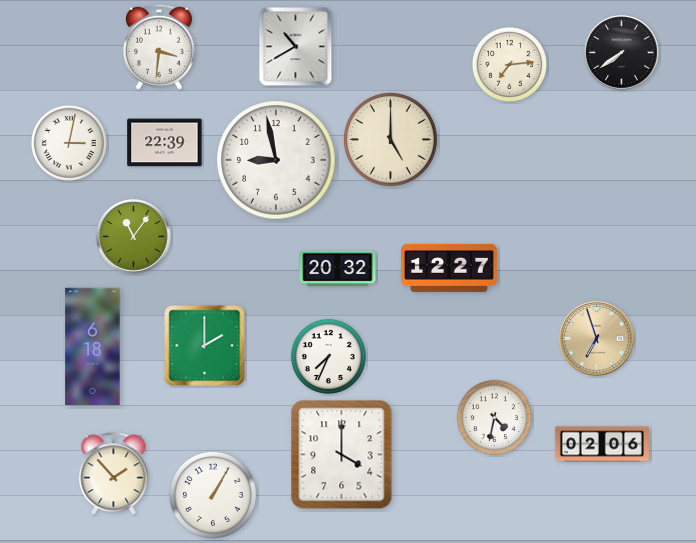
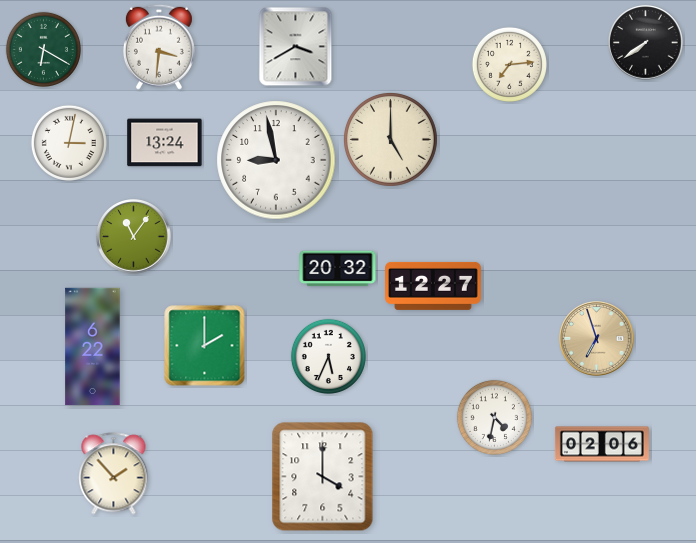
clock at (296, 47): 10:40 -> 3:40
clock at (43, 49): none -> 6:20
clock at (622, 53) position: (622, 53) -> (646, 43)
clock at (165, 143): 22:39 -> 13:24
clock at (450, 268) position: (450, 268) -> (434, 286)
clock at (93, 347): 6:18 -> 6:22
clock at (328, 356): 7:34 -> 5:34
clock at (342, 455) position: (342, 455) -> (323, 477)
clock at (213, 495): 1:05 -> none
